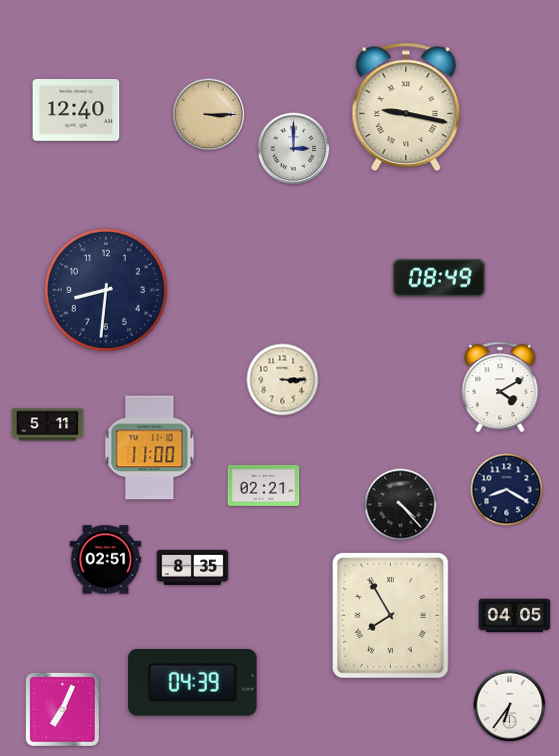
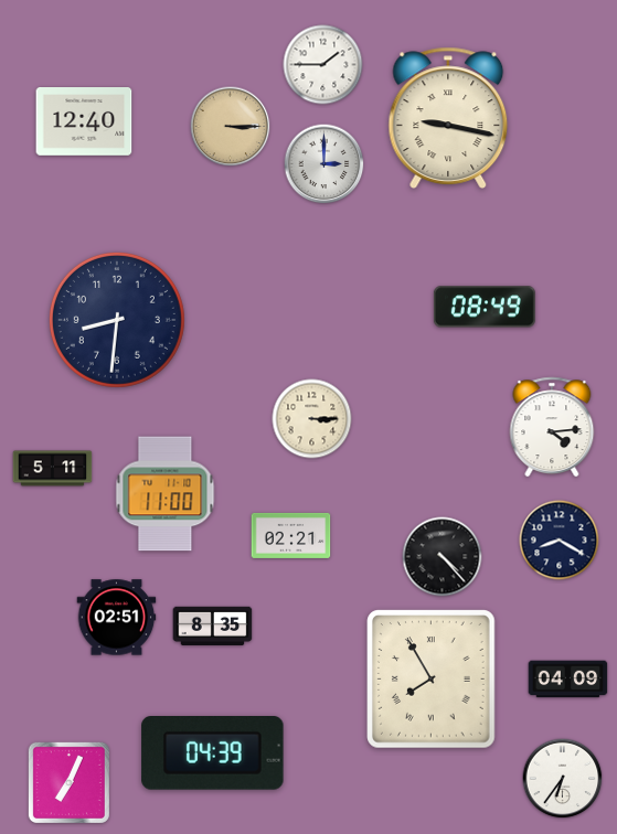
clock at (323, 65): none -> 1:45
clock at (500, 387): 4:10 -> 4:14
clock at (515, 616): 04:05 -> 04:09
